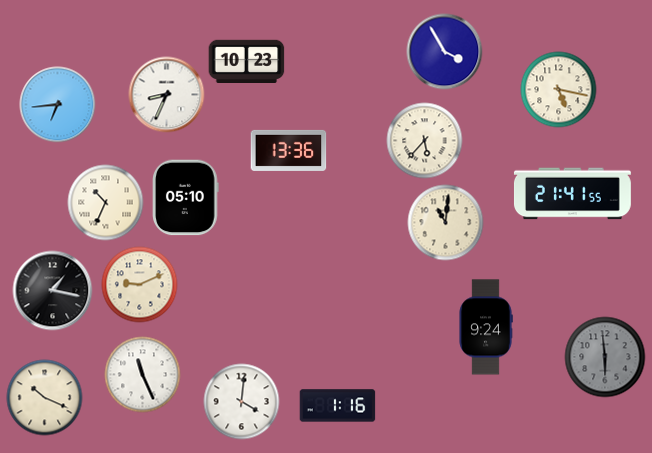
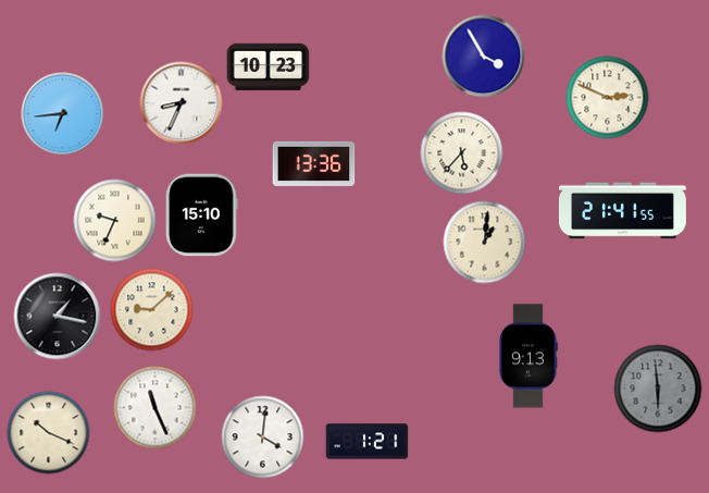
clock at (559, 90): 5:17 -> 2:49
clock at (186, 198): 05:10 -> 15:10
clock at (106, 203): 10:34 -> 9:34
clock at (446, 223): 11:01 -> 1:01
clock at (140, 285): 9:11 -> 9:08
clock at (486, 327): 9:24 -> 9:13
clock at (338, 406): 1:16 -> 1:21
